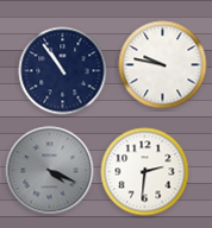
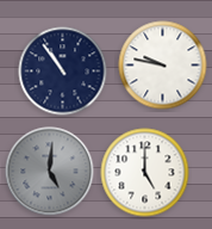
clock at (50, 171): 4:19 -> 5:01
clock at (145, 172): 2:31 -> 5:00
